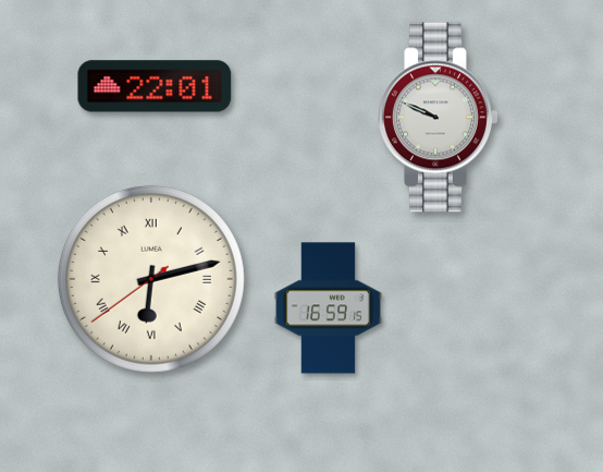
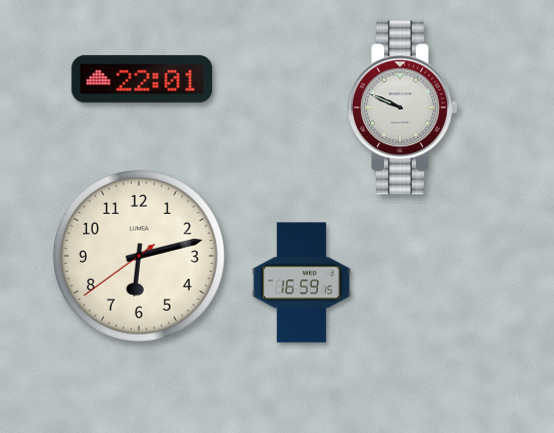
clock at (151, 279) numerals: Roman -> Arabic
